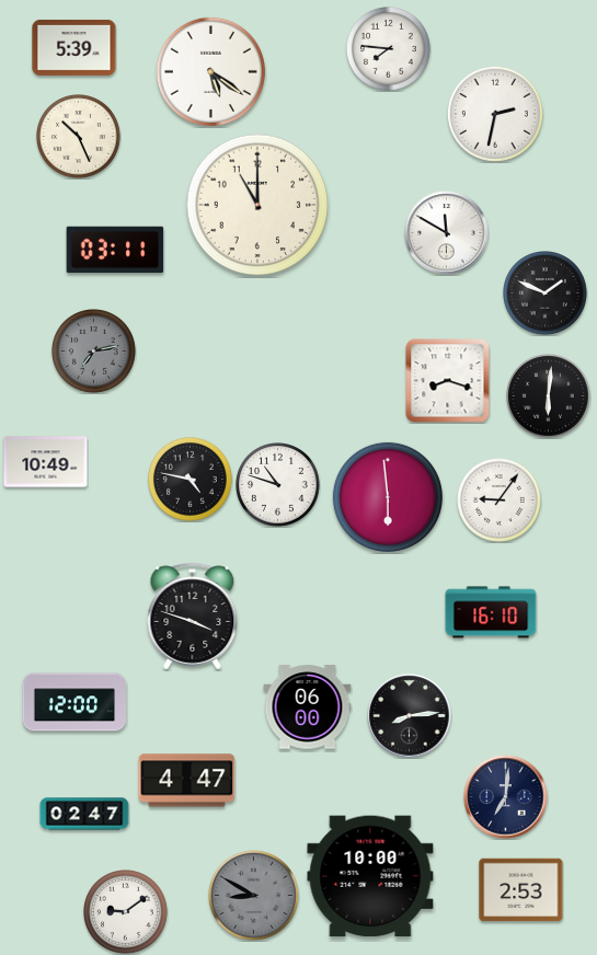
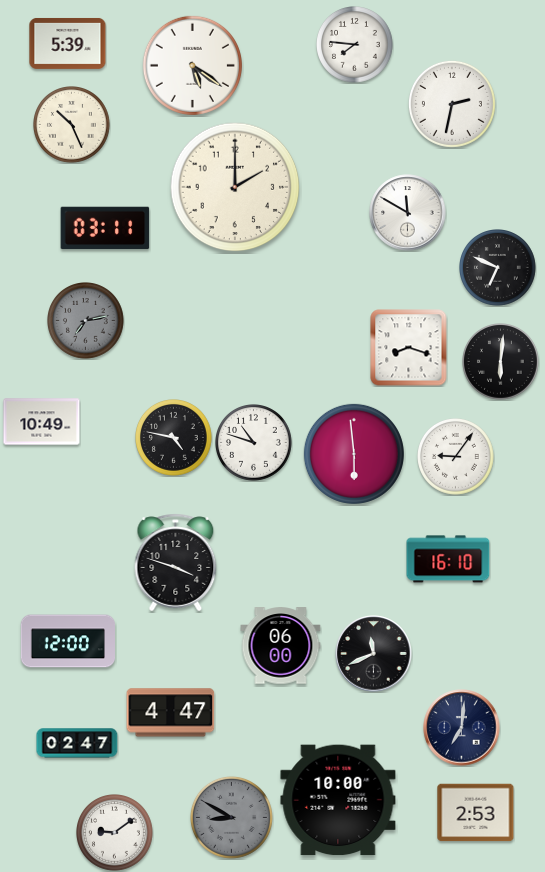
clock at (257, 205): 11:00 -> 2:00
clock at (546, 294): 1:49 -> 6:49
clock at (410, 716): 8:14 -> 11:41
